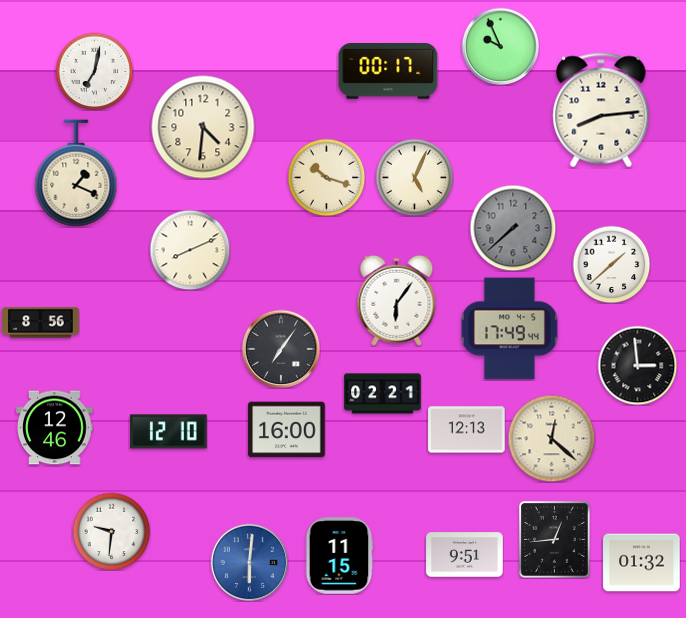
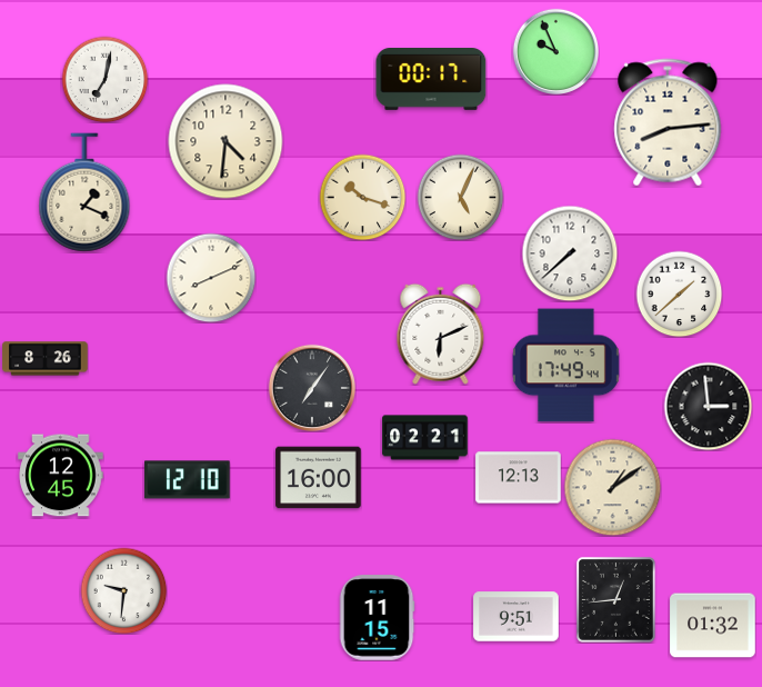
clock at (513, 228) dial: grey -> white
clock at (397, 300): 6:06 -> 6:11
clock at (41, 323): 8:56 -> 8:26
clock at (55, 428): 12:46 -> 12:45
clock at (551, 438): 12:22 -> 1:09
clock at (249, 562): 6:01 -> none
